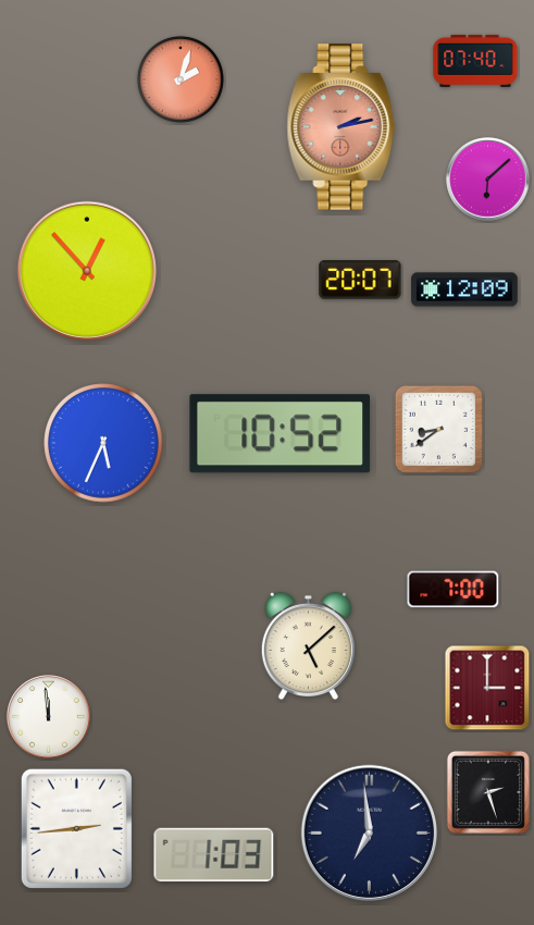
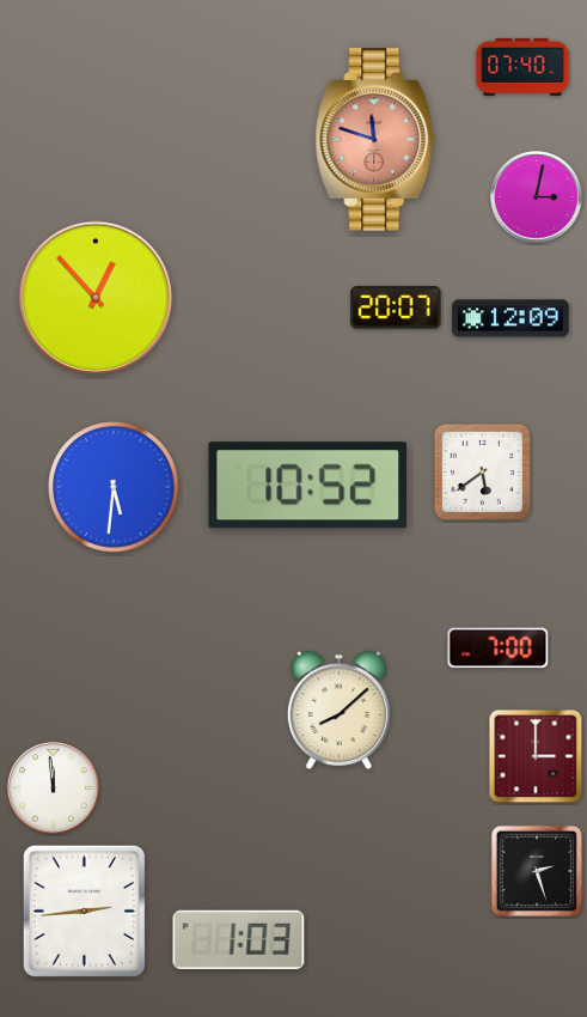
clock at (181, 79): 2:03 -> none
clock at (341, 127): 2:13 -> 11:48
clock at (488, 180): 6:08 -> 3:02
clock at (438, 429): 8:39 -> 5:39
clock at (281, 434) position: (281, 434) -> (308, 486)
clock at (103, 443): 5:34 -> 5:31
clock at (308, 646): 5:08 -> 8:08
clock at (369, 832): 6:59 -> none
clock at (214, 854) position: (214, 854) -> (239, 939)
